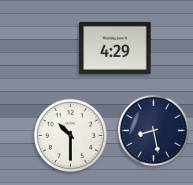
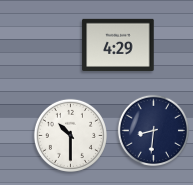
clock at (115, 47) position: (115, 47) -> (118, 44)
clock at (154, 131): 8:28 -> 8:31
